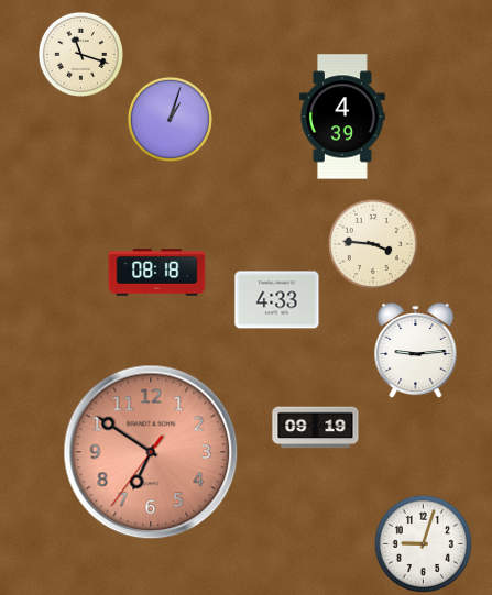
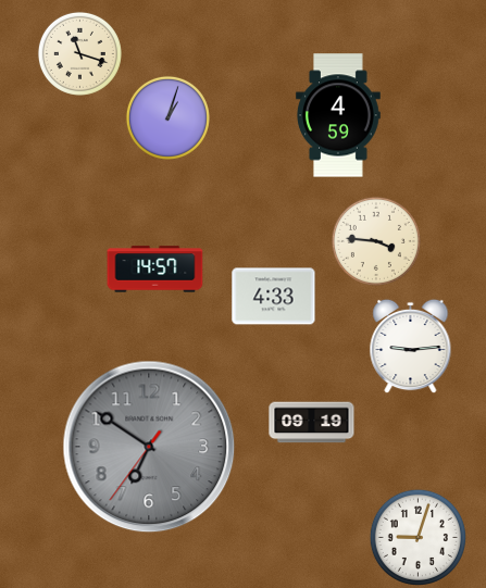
clock at (343, 117): 4:39 -> 4:59
clock at (373, 244) position: (373, 244) -> (376, 241)
clock at (157, 273): 08:18 -> 14:57
clock at (151, 452) dial: salmon -> grey
